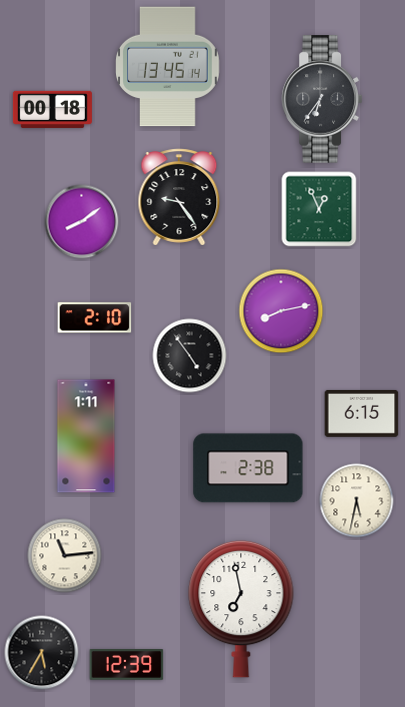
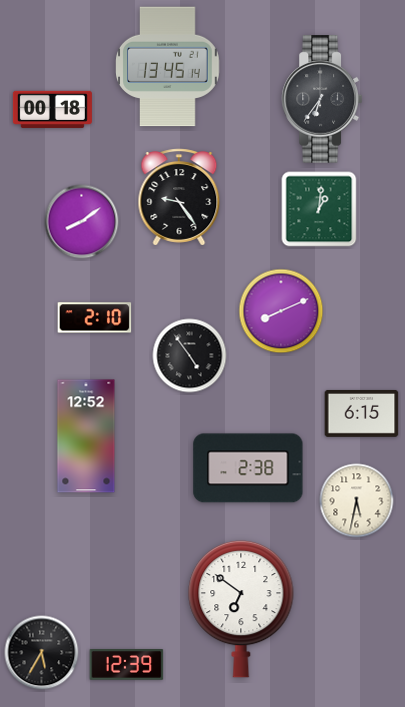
clock at (319, 209): 12:56 -> 1:01
clock at (281, 311): 8:13 -> 8:11
clock at (86, 436): 1:11 -> 12:52
clock at (65, 556): 11:14 -> none
clock at (241, 609): 6:58 -> 6:51
